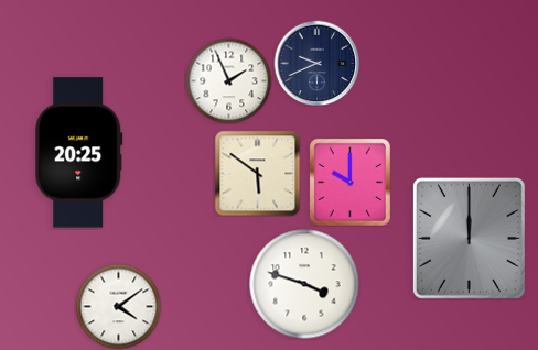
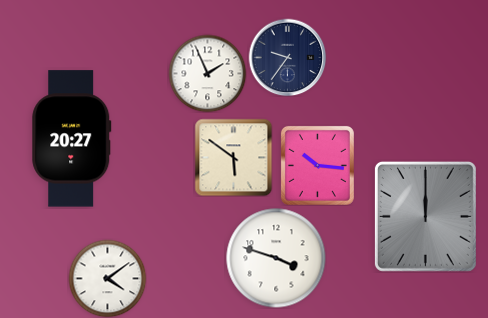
clock at (316, 63): 9:41 -> 9:36
clock at (79, 153): 20:25 -> 20:27
clock at (349, 182): 10:00 -> 10:16
